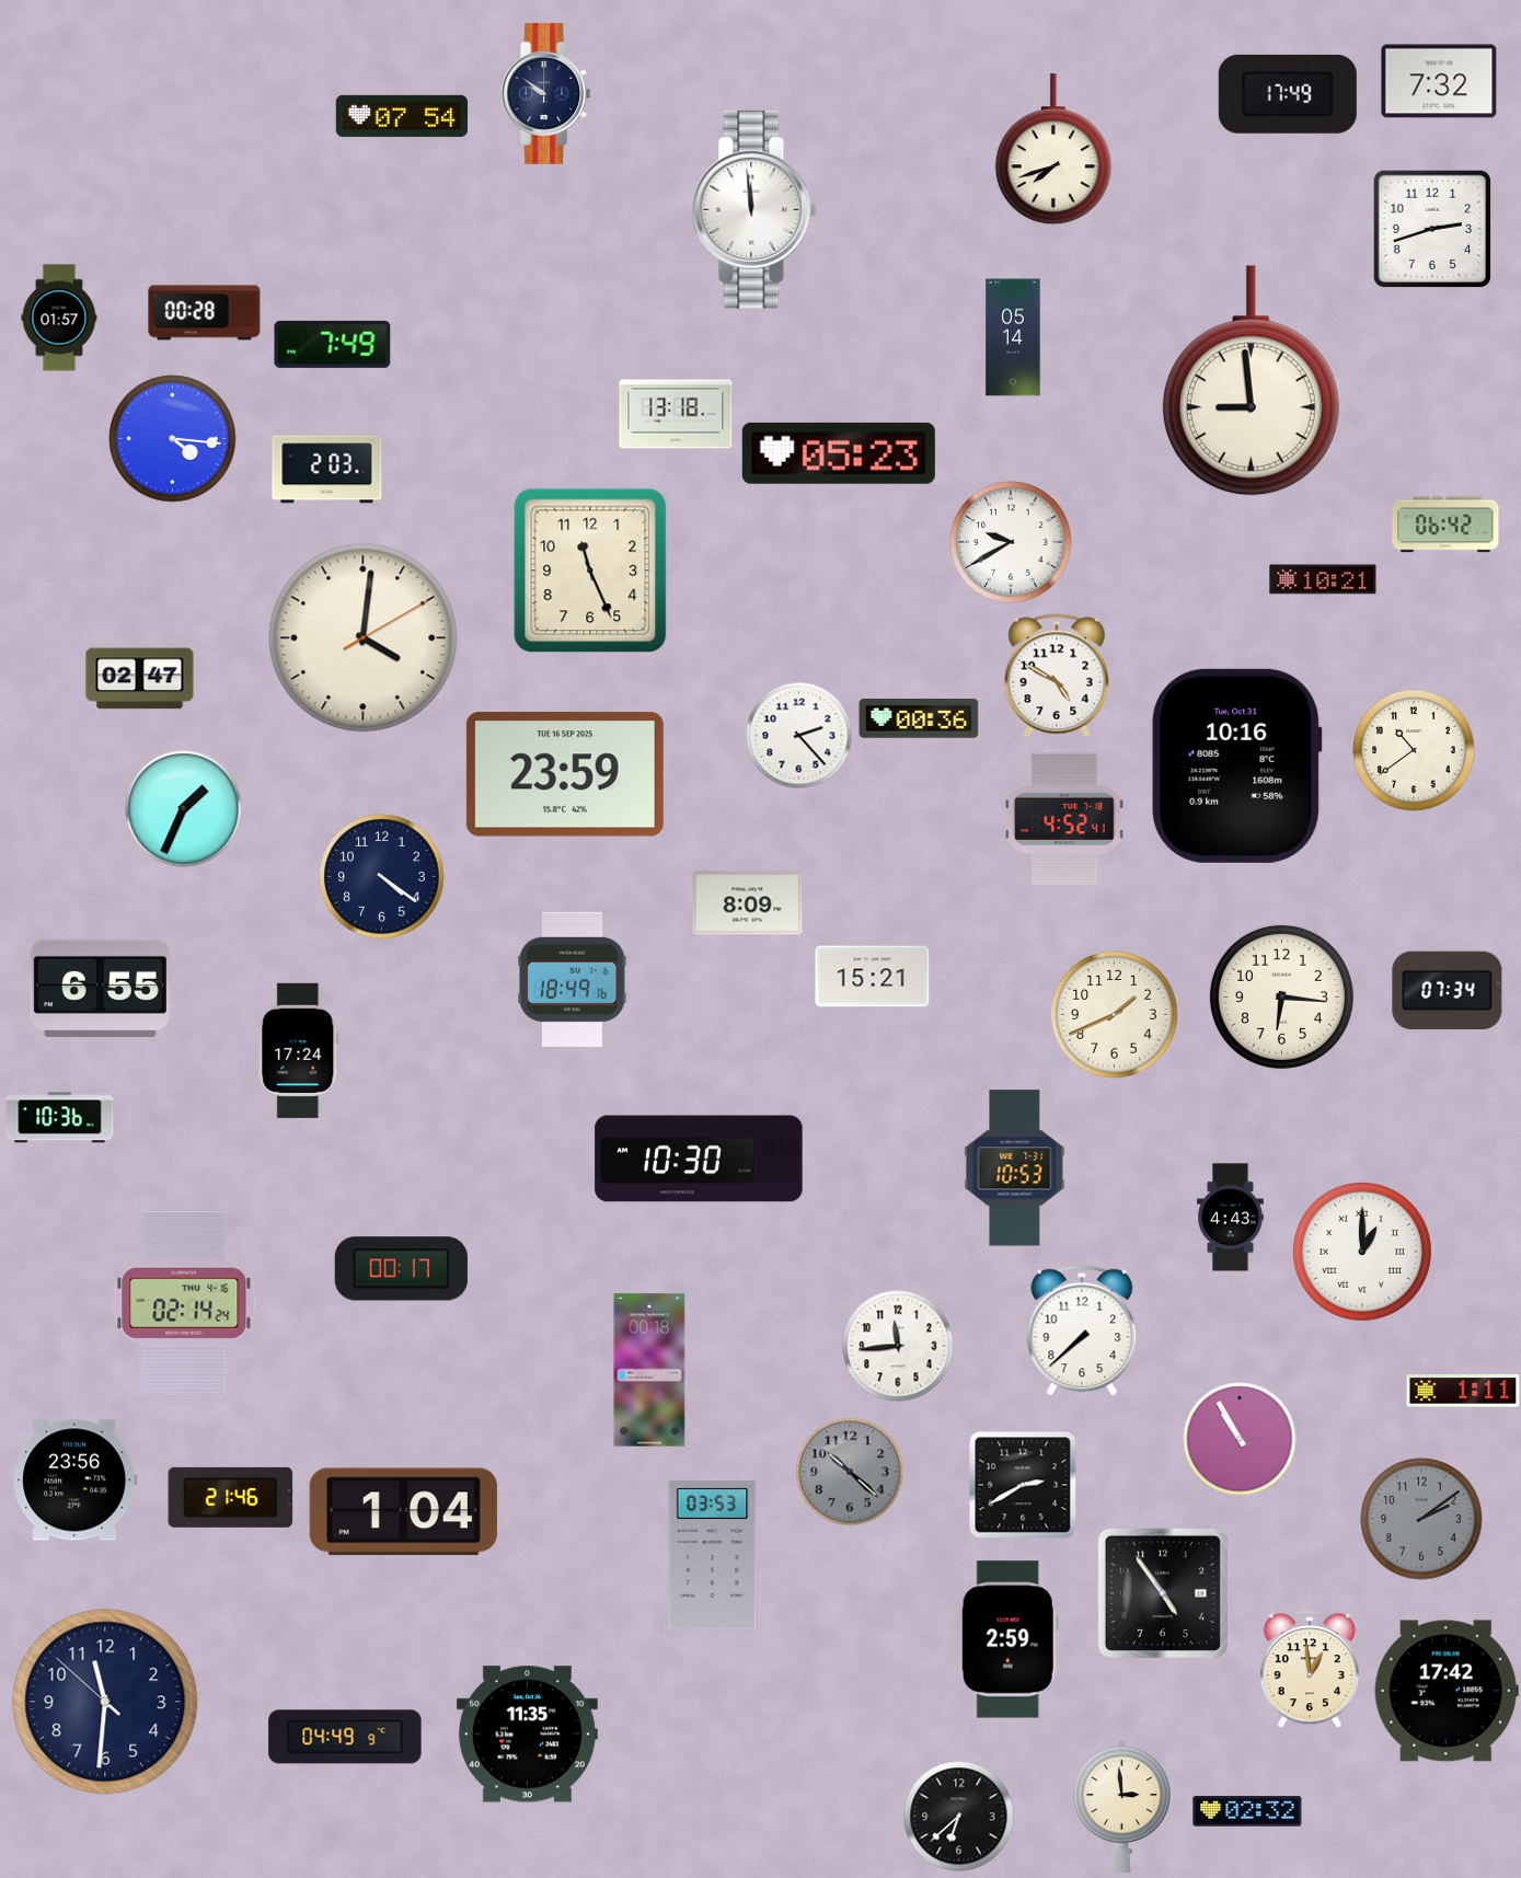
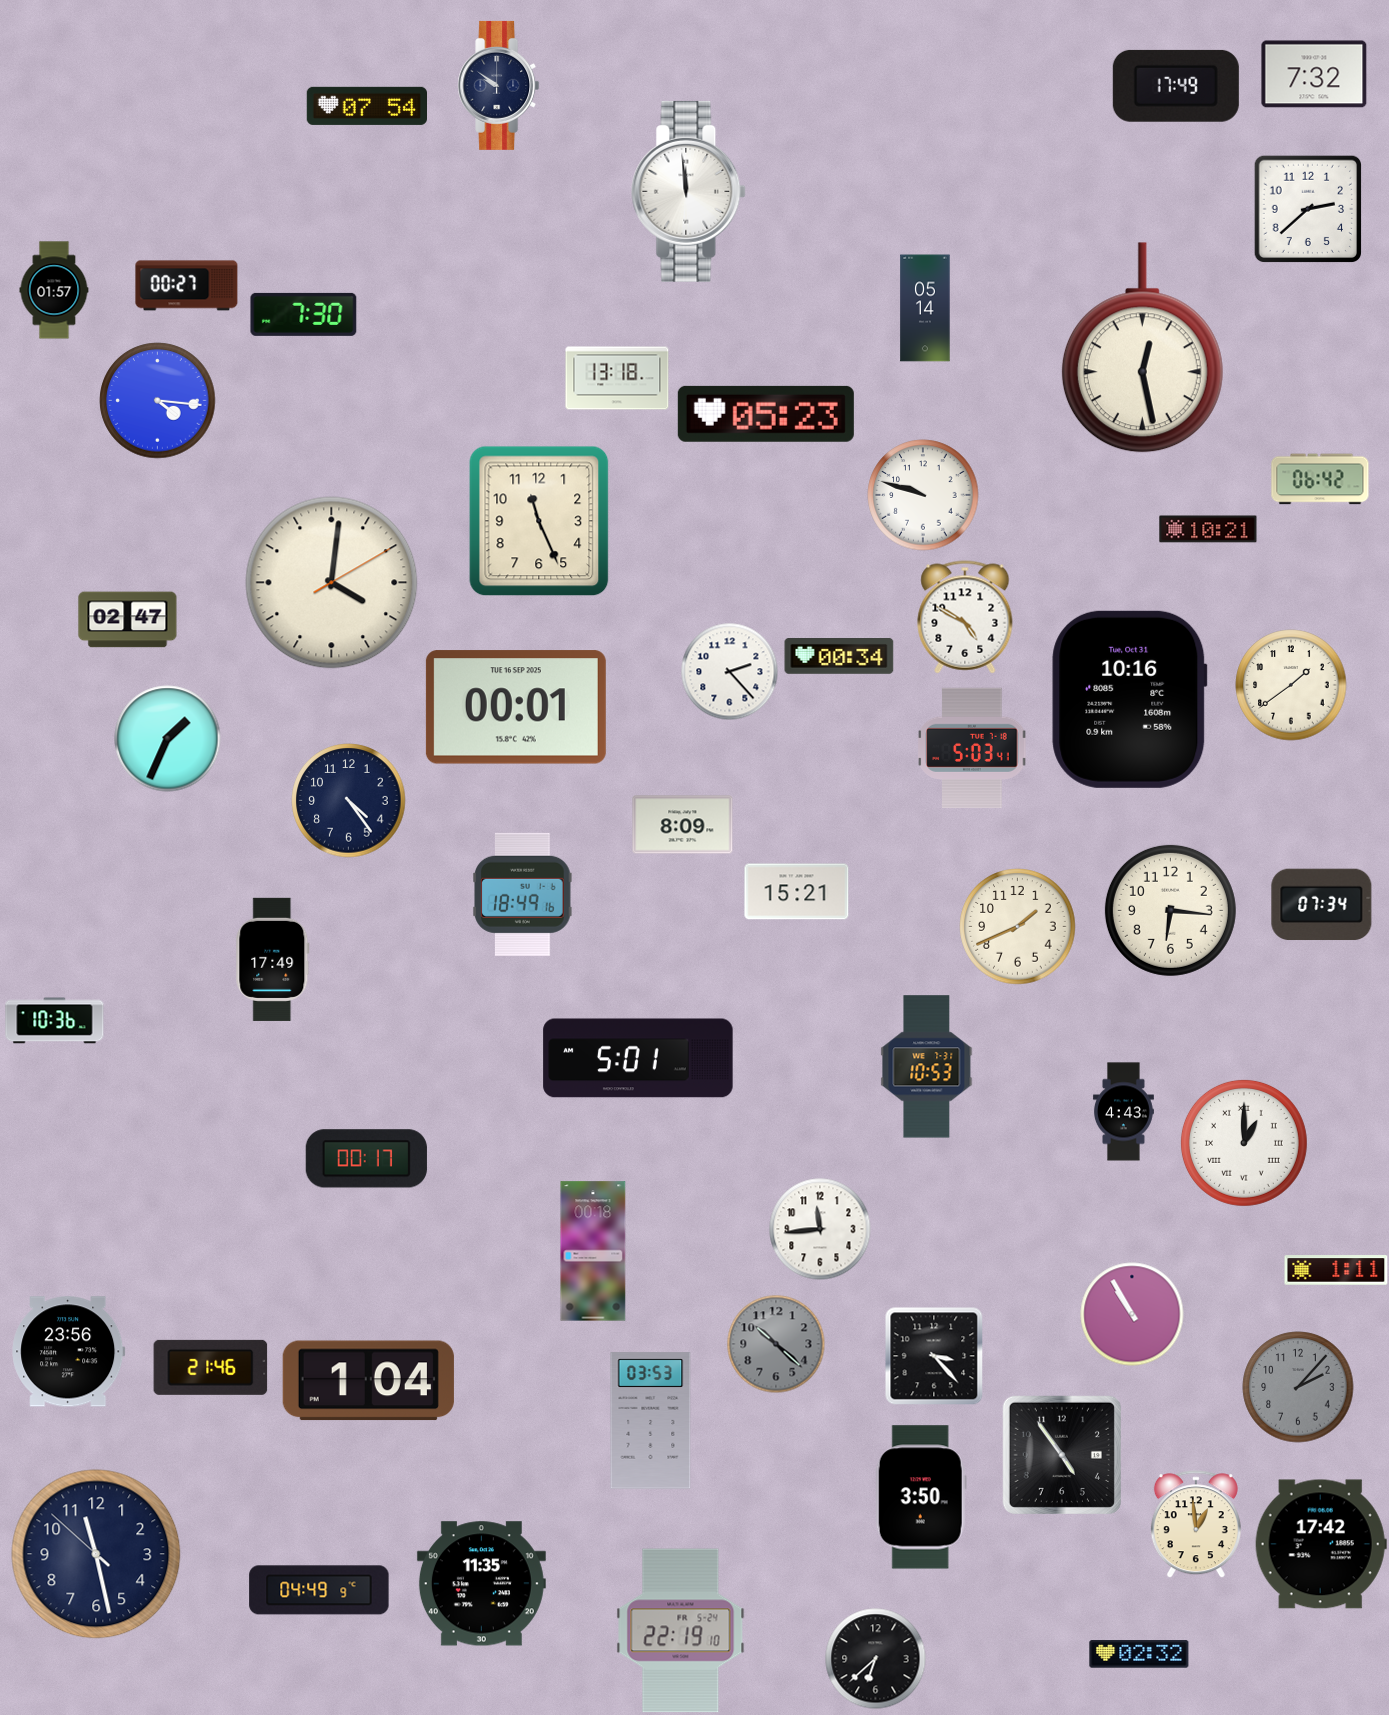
clock at (1053, 150): 7:42 -> none
clock at (1431, 228): 2:42 -> 2:38
clock at (205, 313): 00:28 -> 00:27
clock at (333, 344): 7:49 -> 7:30
clock at (1251, 381): 8:59 -> 12:28
clock at (327, 470): 2:03 -> none
clock at (1011, 542): 9:40 -> 9:48
clock at (919, 719): 00:36 -> 00:34
clock at (1414, 750): 10:39 -> 1:39
clock at (565, 774): 23:59 -> 00:01
clock at (1064, 818): 4:52 -> 5:03
clock at (382, 877): 4:21 -> 4:24
clock at (100, 988): 6:55 -> none
clock at (299, 1050): 17:24 -> 17:49
clock at (699, 1159): 10:30 -> 5:01
clock at (184, 1302): 02:14 -> none
clock at (1082, 1330): 7:38 -> none
clock at (1023, 1485): 2:40 -> 3:23
clock at (1421, 1519): 2:09 -> 2:07
clock at (1009, 1639): 2:59 -> 3:50
clock at (105, 1702): 11:30 -> 11:27
clock at (345, 1737) position: (345, 1737) -> (319, 1590)
clock at (681, 1631): none -> 22:19
clock at (1122, 1806): 2:59 -> none
